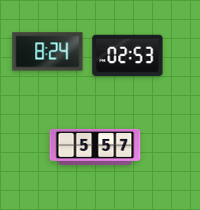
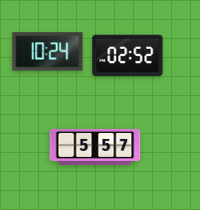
clock at (48, 52): 8:24 -> 10:24
clock at (128, 56): 02:53 -> 02:52
